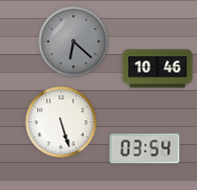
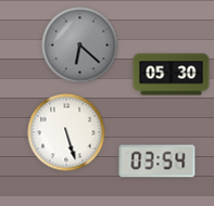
clock at (158, 69): 10:46 -> 05:30
